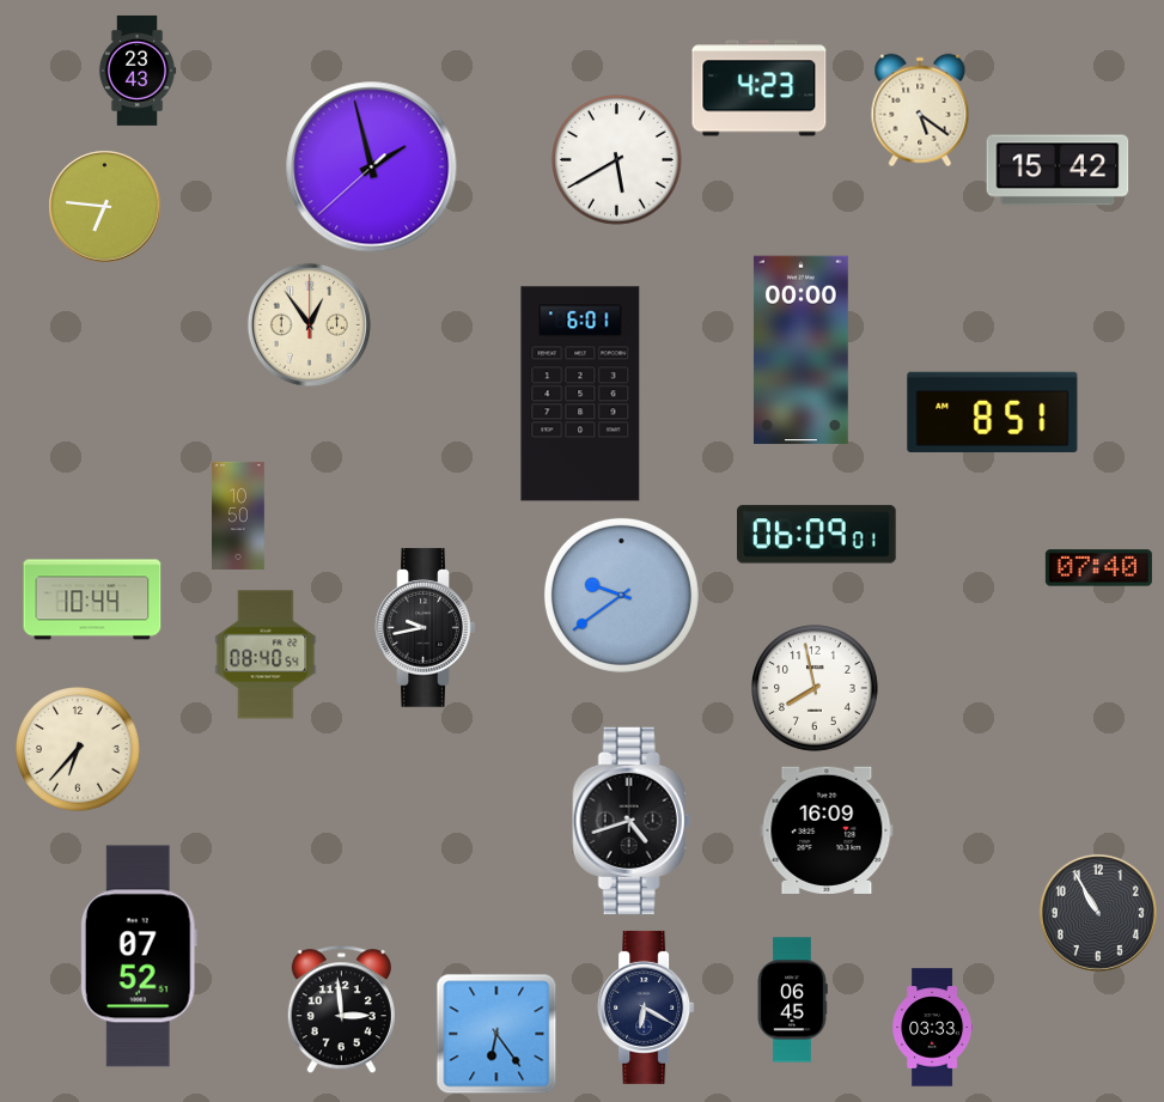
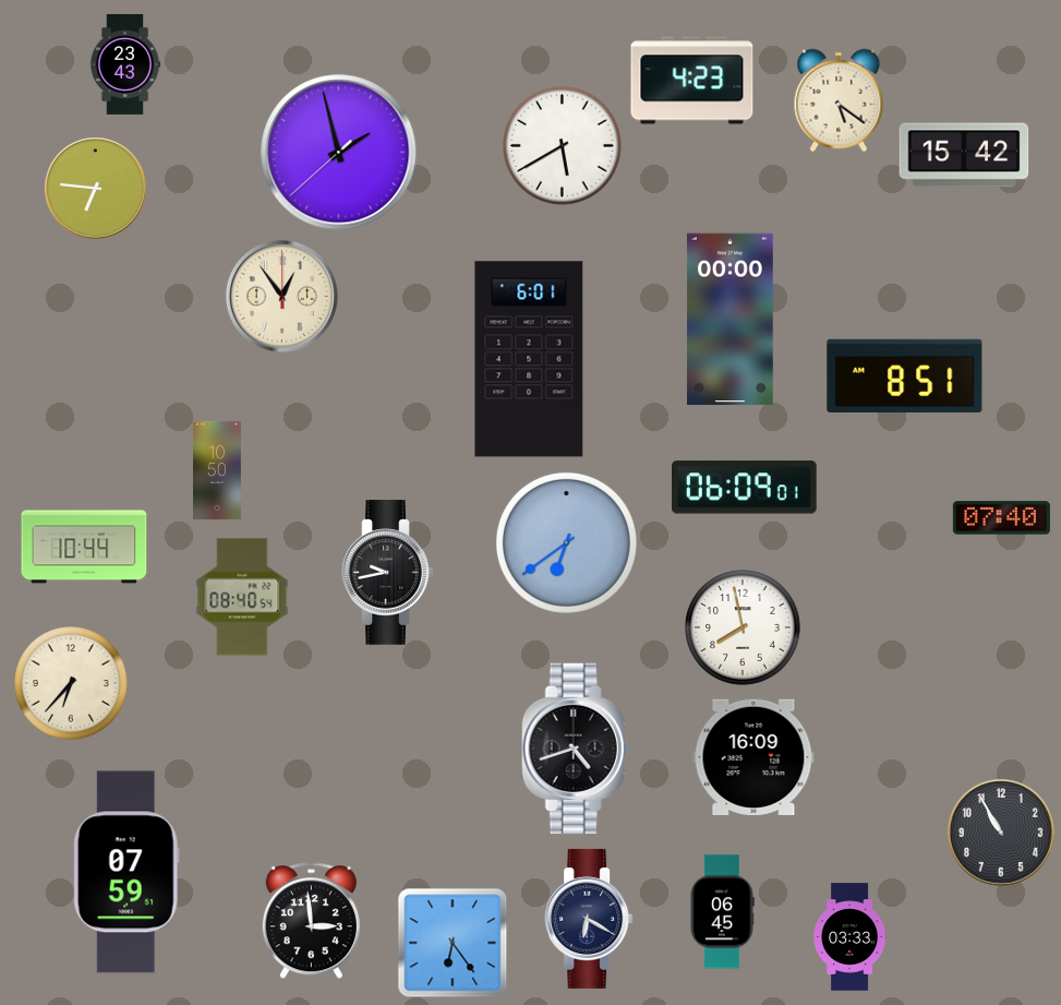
clock at (621, 595): 9:39 -> 6:39
clock at (139, 956): 07:52 -> 07:59
